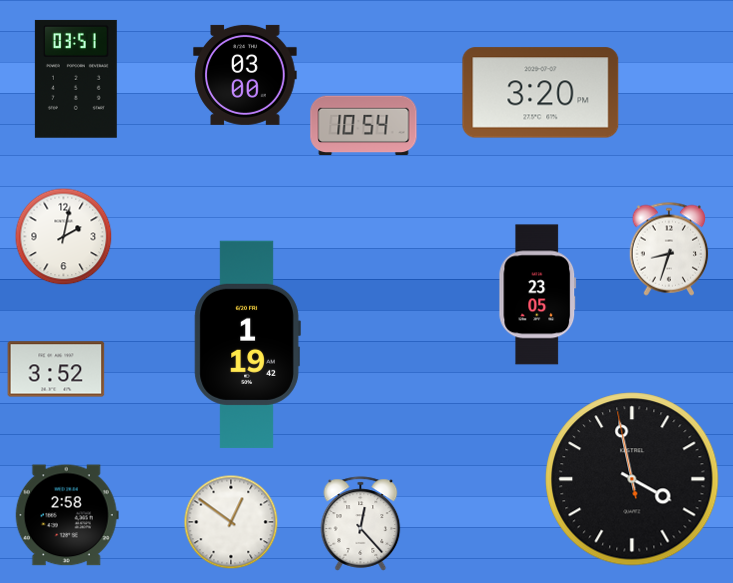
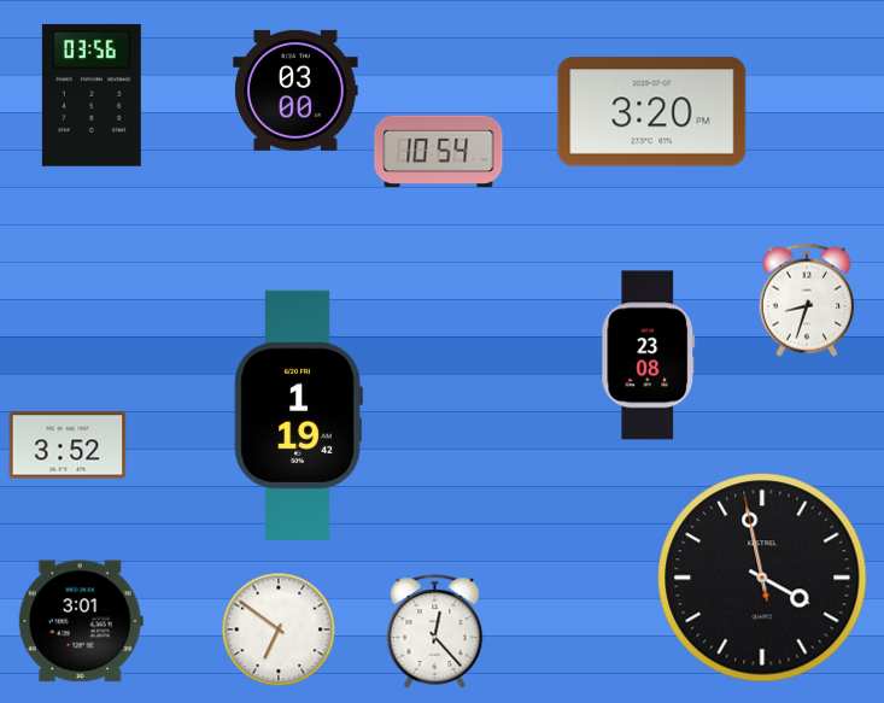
clock at (76, 79): 03:51 -> 03:56
clock at (64, 237): 2:02 -> none
clock at (538, 295): 23:05 -> 23:08
clock at (67, 515): 2:58 -> 3:01
clock at (231, 522): 12:51 -> 6:51
